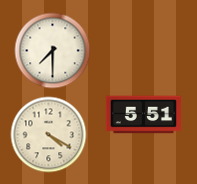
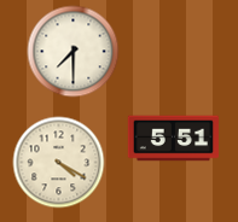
clock at (53, 51) position: (53, 51) -> (74, 52)
